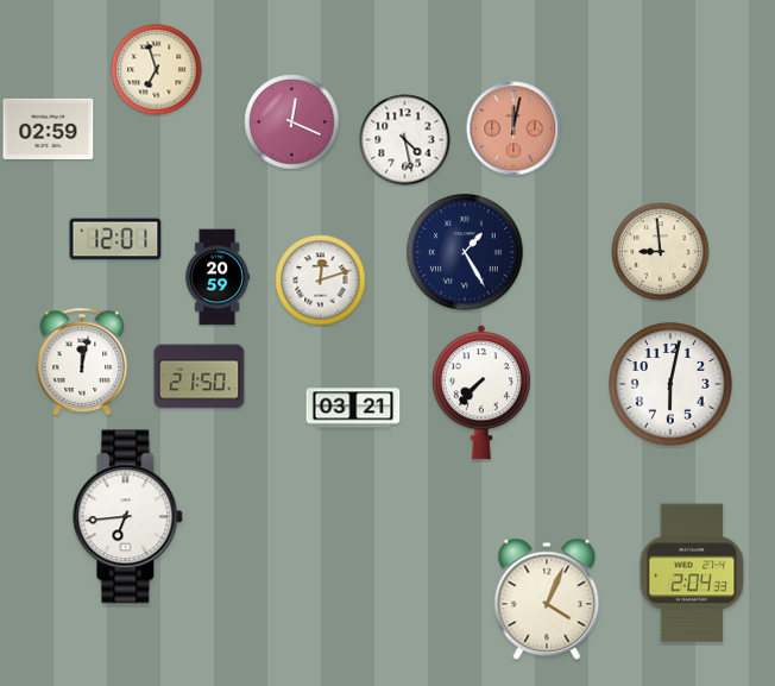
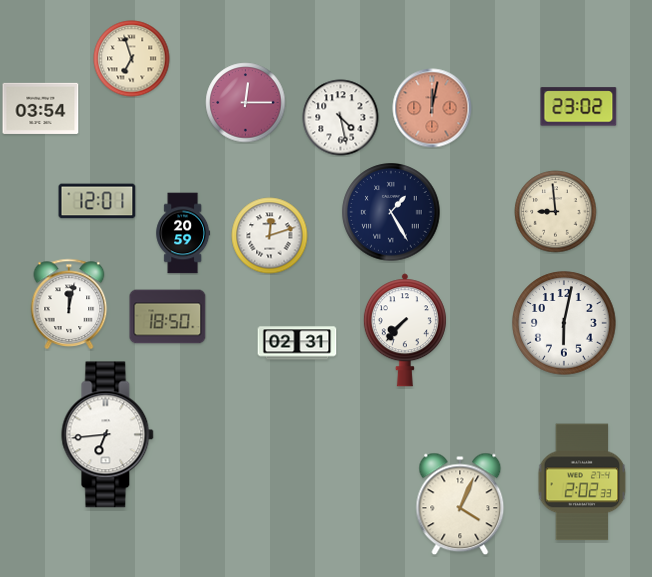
clock at (292, 122): 12:19 -> 12:15
clock at (579, 107): none -> 23:02
clock at (49, 128): 02:59 -> 03:54
clock at (200, 377): 21:50 -> 18:50
clock at (353, 408): 03:21 -> 02:31
clock at (692, 573): 2:04 -> 2:02
